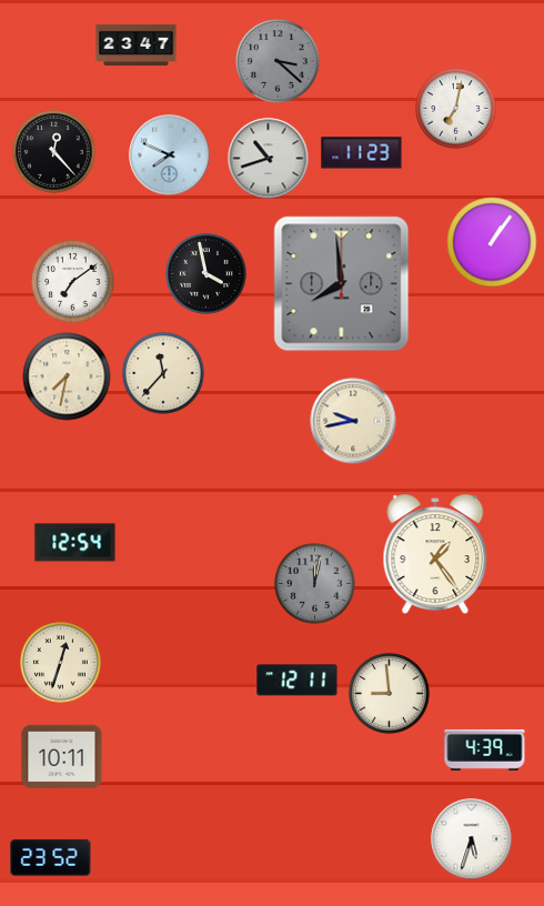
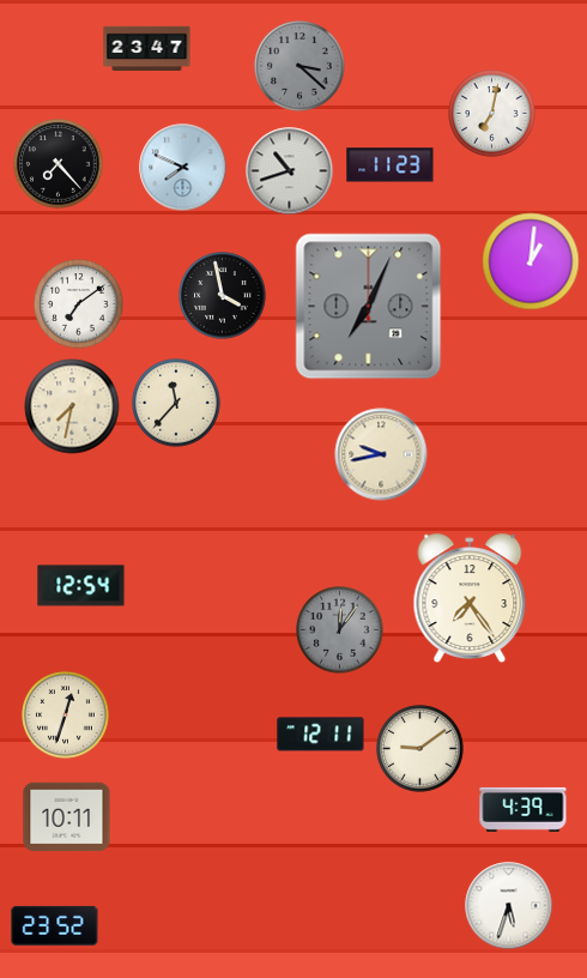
clock at (456, 109) position: (456, 109) -> (492, 114)
clock at (54, 152): 12:23 -> 7:23
clock at (492, 242): 1:06 -> 1:01
clock at (342, 284): 7:59 -> 7:04
clock at (435, 554): 1:24 -> 7:24
clock at (315, 584): 12:02 -> 12:06
clock at (390, 694): 8:59 -> 9:09
